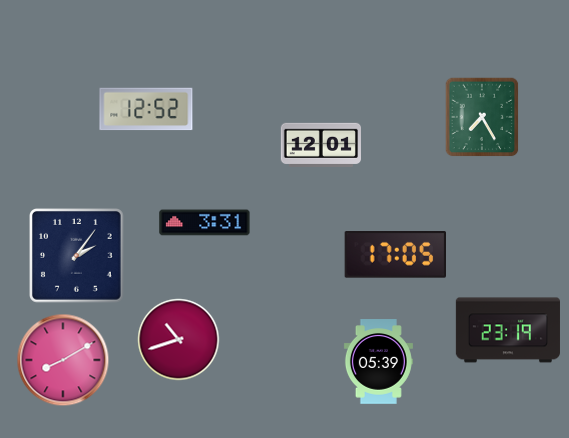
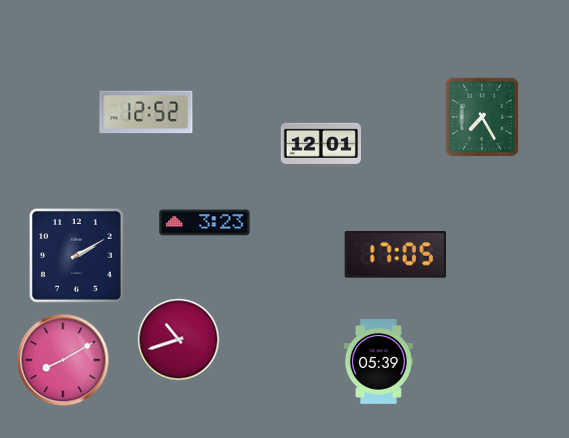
clock at (146, 109) position: (146, 109) -> (146, 112)
clock at (205, 223): 3:31 -> 3:23
clock at (77, 256): 2:06 -> 2:10
clock at (508, 330): 23:19 -> none
